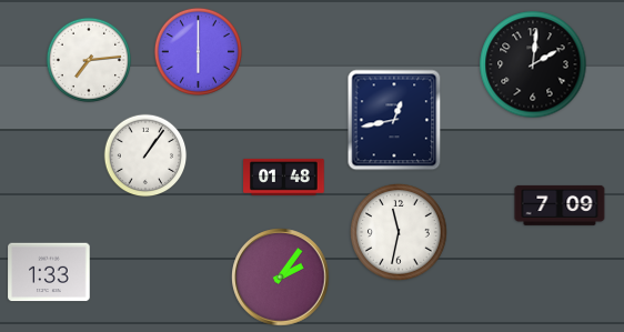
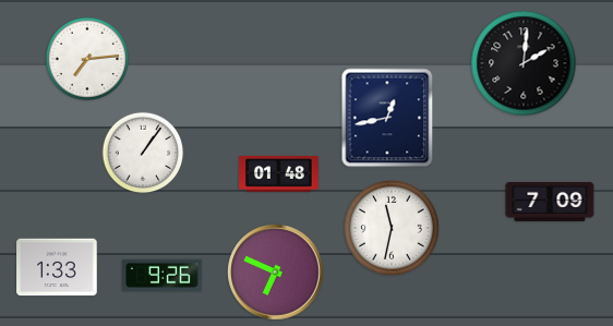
clock at (198, 51): 6:00 -> none
clock at (49, 272) position: (49, 272) -> (57, 267)
clock at (281, 278): 2:06 -> 6:49
clock at (163, 275): none -> 9:26
